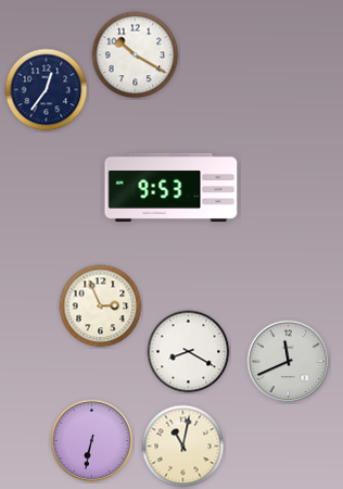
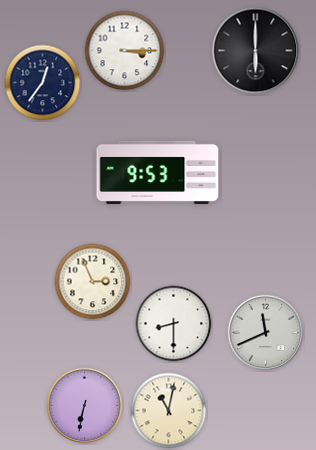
clock at (136, 55): 10:20 -> 3:15
clock at (256, 51): none -> 6:00
clock at (189, 352): 8:20 -> 8:30
